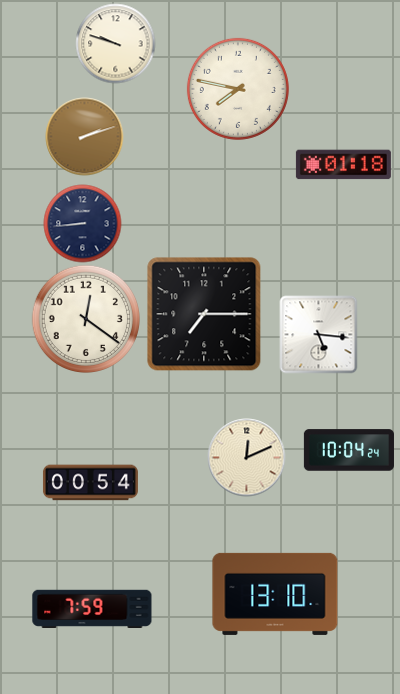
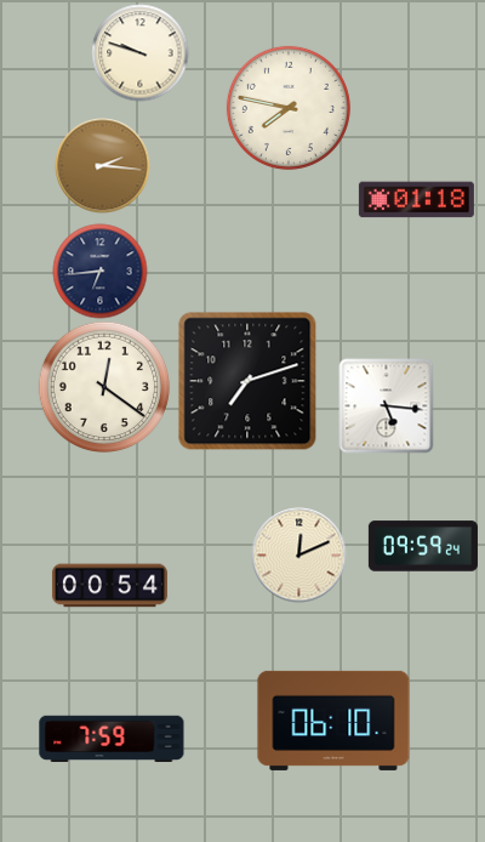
clock at (84, 136): 2:12 -> 2:16
clock at (82, 223): 8:44 -> 6:44
clock at (204, 314): 7:15 -> 7:12
clock at (349, 450): 10:04 -> 09:59
clock at (275, 594): 13:10 -> 06:10
